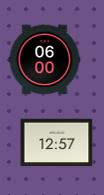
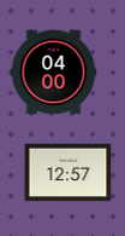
clock at (45, 60): 06:00 -> 04:00
